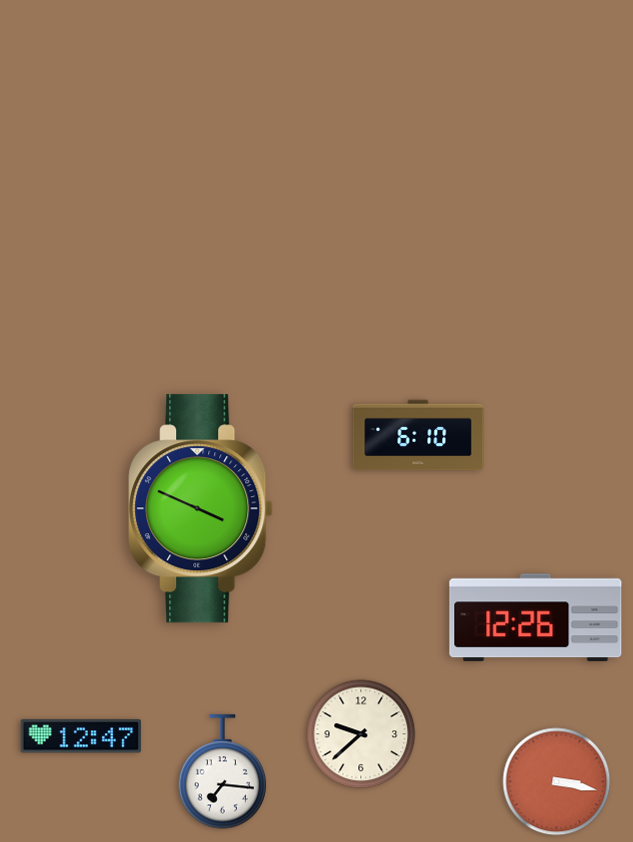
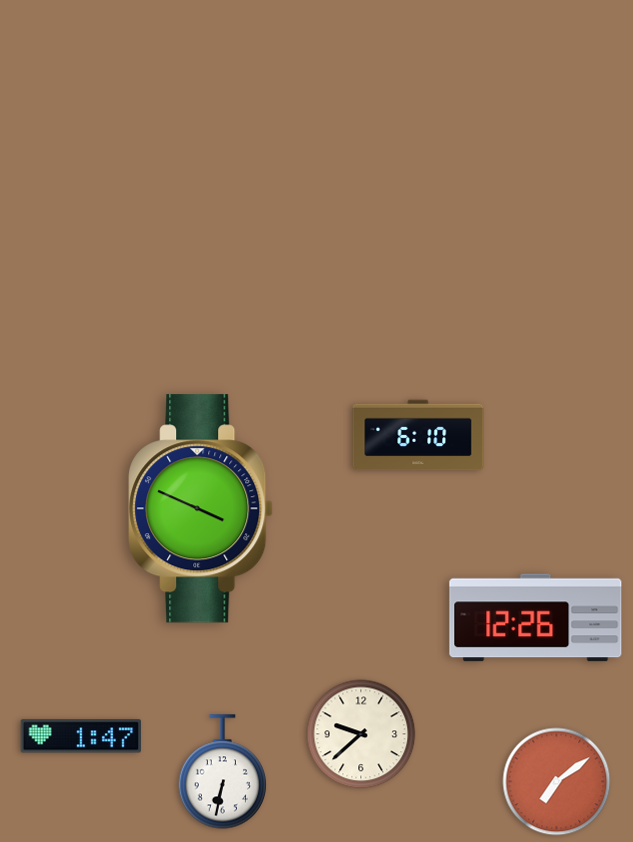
clock at (80, 736): 12:47 -> 1:47
clock at (222, 772): 7:16 -> 6:32
clock at (557, 782): 3:17 -> 7:09
